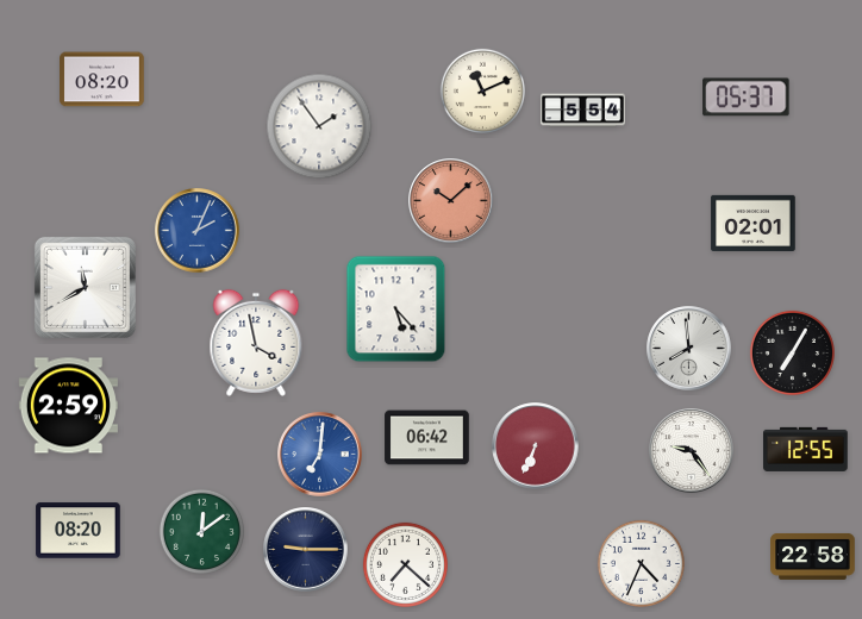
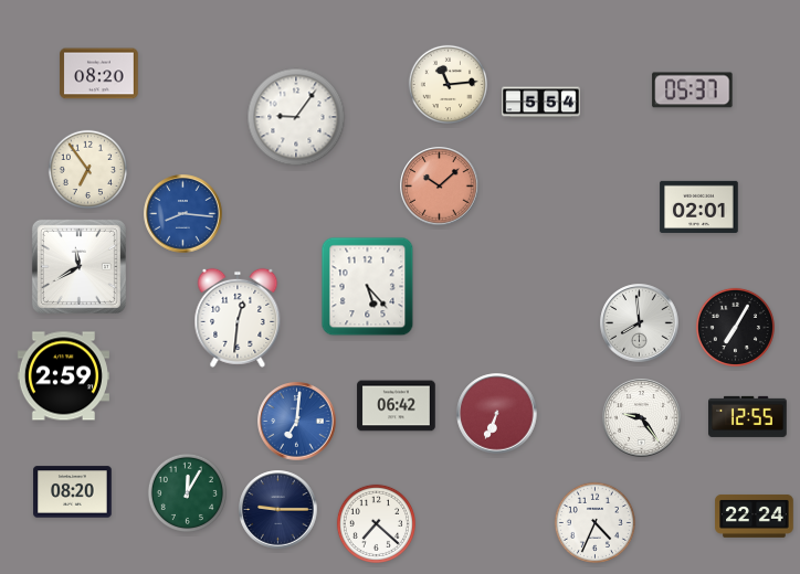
clock at (102, 80) position: (102, 80) -> (99, 74)
clock at (482, 90): 11:11 -> 11:14
clock at (319, 126): 1:54 -> 9:06
clock at (87, 169): none -> 6:54
clock at (451, 201) position: (451, 201) -> (440, 187)
clock at (198, 231): 2:04 -> 8:16
clock at (256, 343): 3:58 -> 12:31
clock at (201, 531): 12:09 -> 12:05
clock at (306, 550) position: (306, 550) -> (278, 510)
clock at (813, 556): 22:58 -> 22:24
